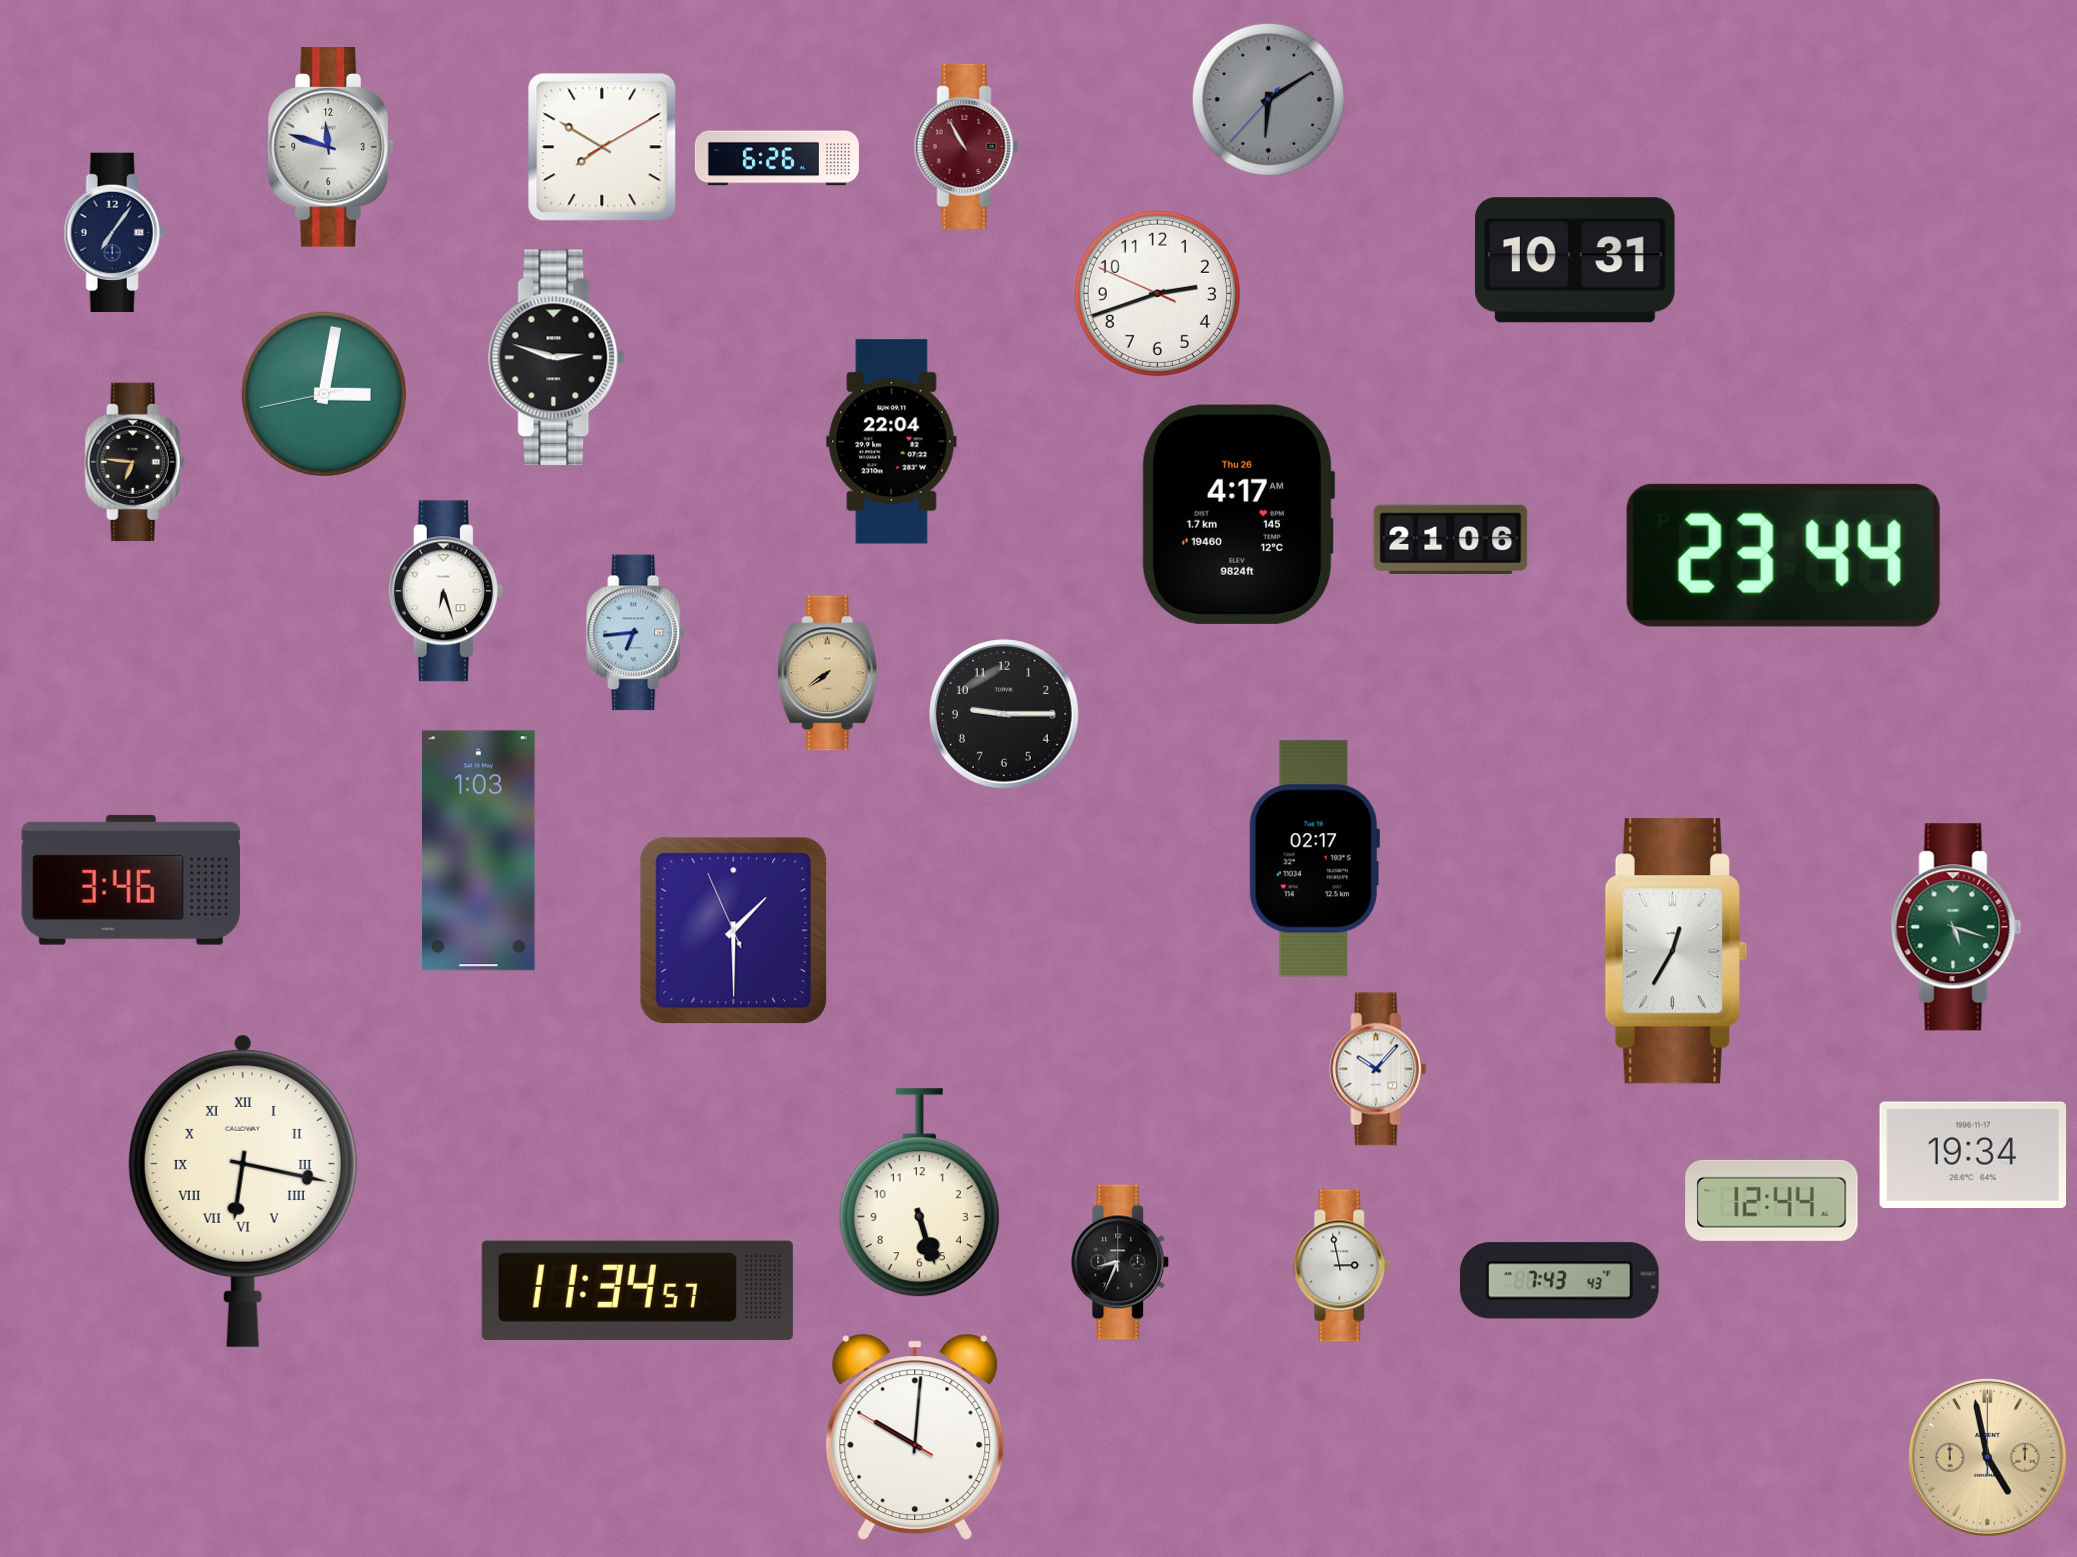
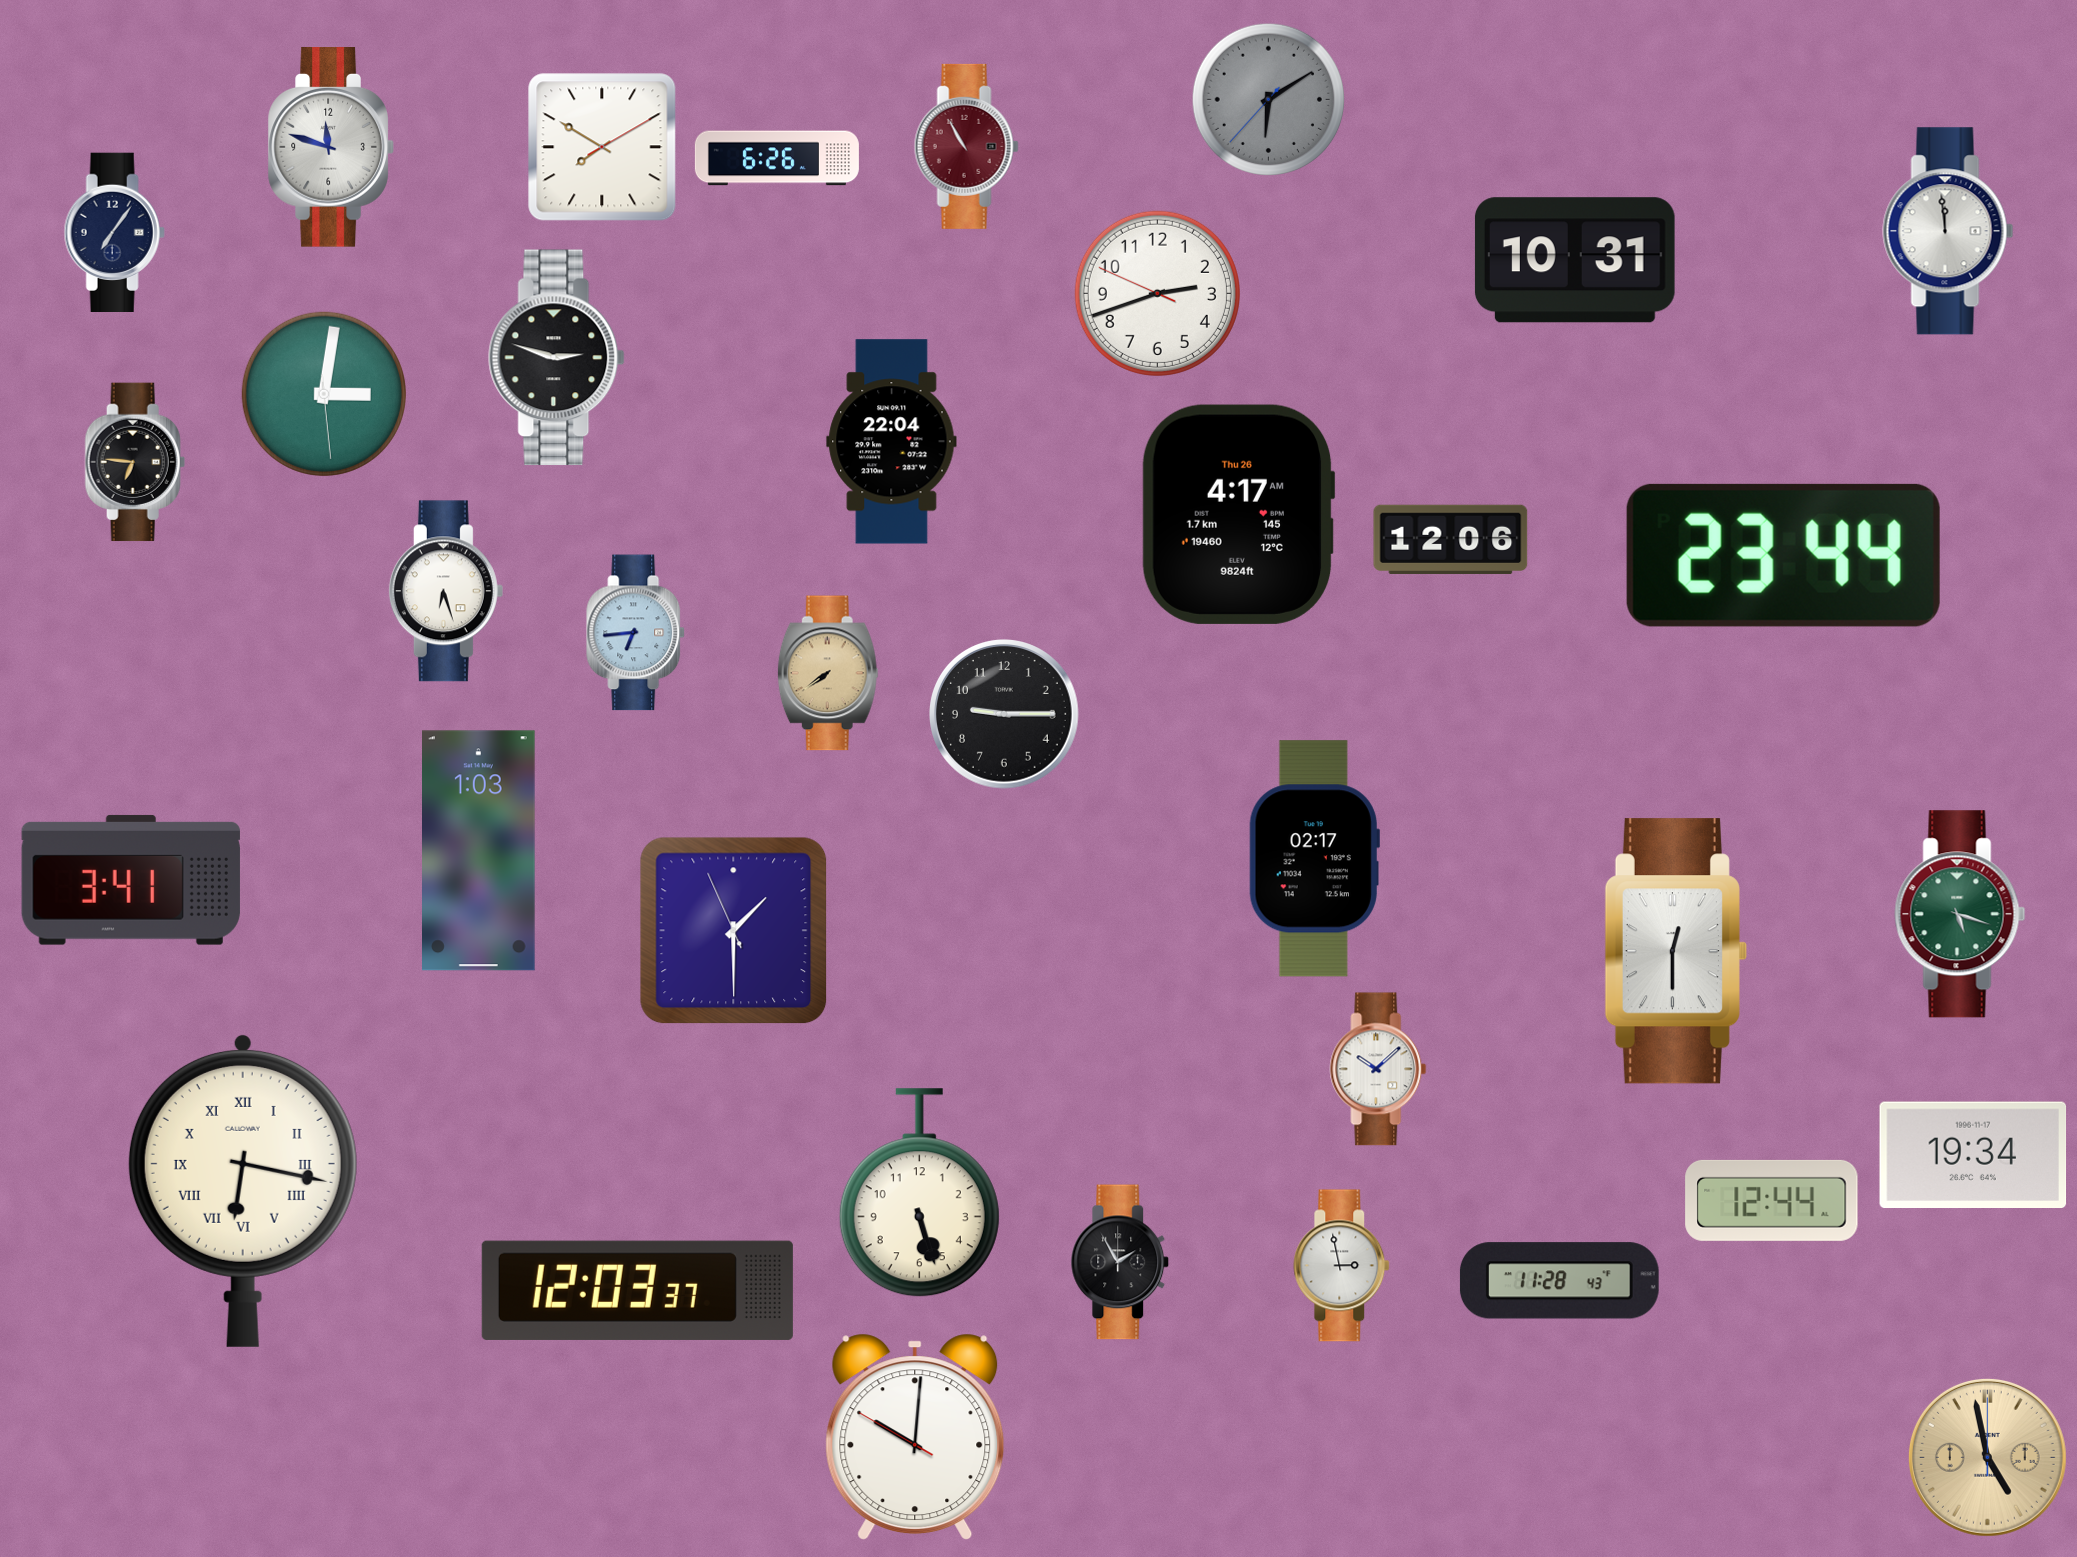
clock at (1948, 231): none -> 11:59
clock at (324, 394): 3:01:43 -> 3:01:29
clock at (1451, 539): 21:06 -> 12:06
clock at (131, 880): 3:46 -> 3:41
clock at (1956, 927) position: (1956, 927) -> (1960, 914)
clock at (1676, 951): 12:35 -> 12:30
clock at (1378, 1069): 10:07 -> 10:08
clock at (1120, 1262): 8:34 -> 1:55
clock at (1559, 1281): 7:43 -> 11:28
clock at (637, 1290): 11:34 -> 12:03
